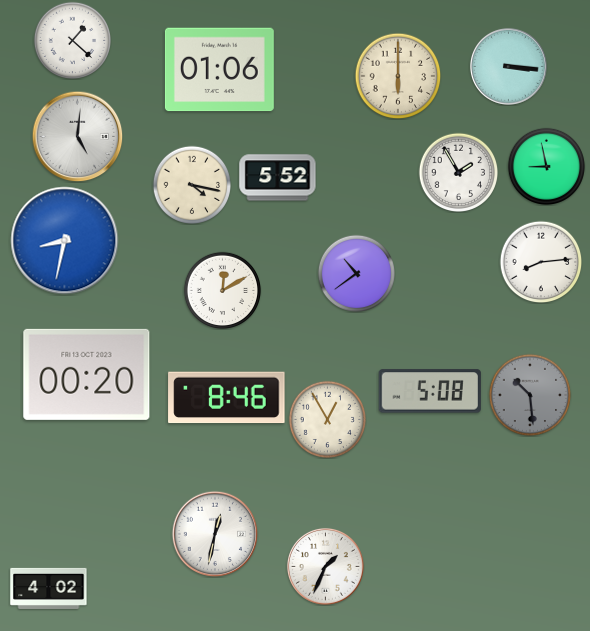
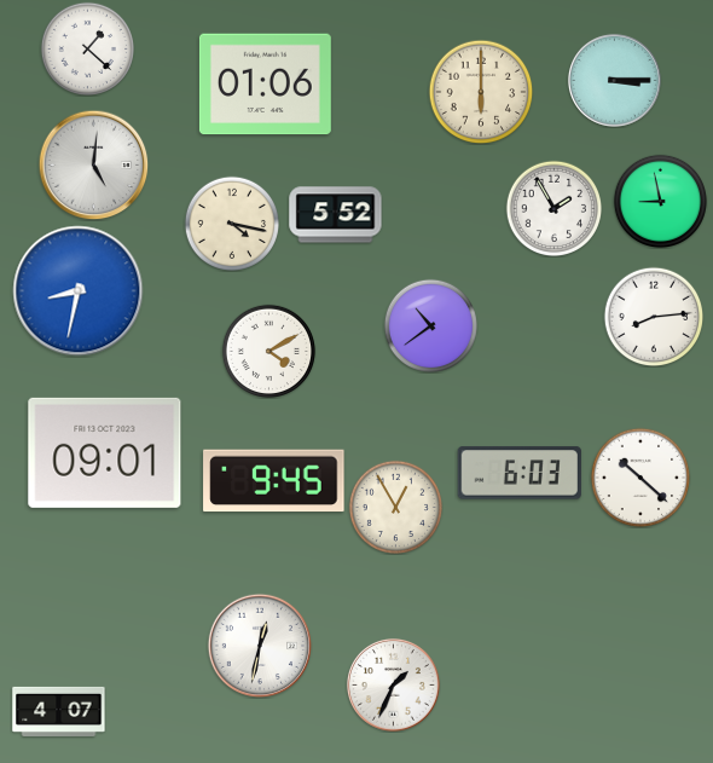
clock at (508, 66): 3:16 -> 3:15
clock at (356, 273) position: (356, 273) -> (430, 325)
clock at (222, 290): 12:10 -> 4:10
clock at (87, 374): 00:20 -> 09:01
clock at (430, 391): 5:08 -> 6:03
clock at (530, 395): 10:29 -> 10:22
clock at (530, 395) dial: grey -> white
clock at (227, 398): 8:46 -> 9:45
clock at (49, 588): 4:02 -> 4:07
